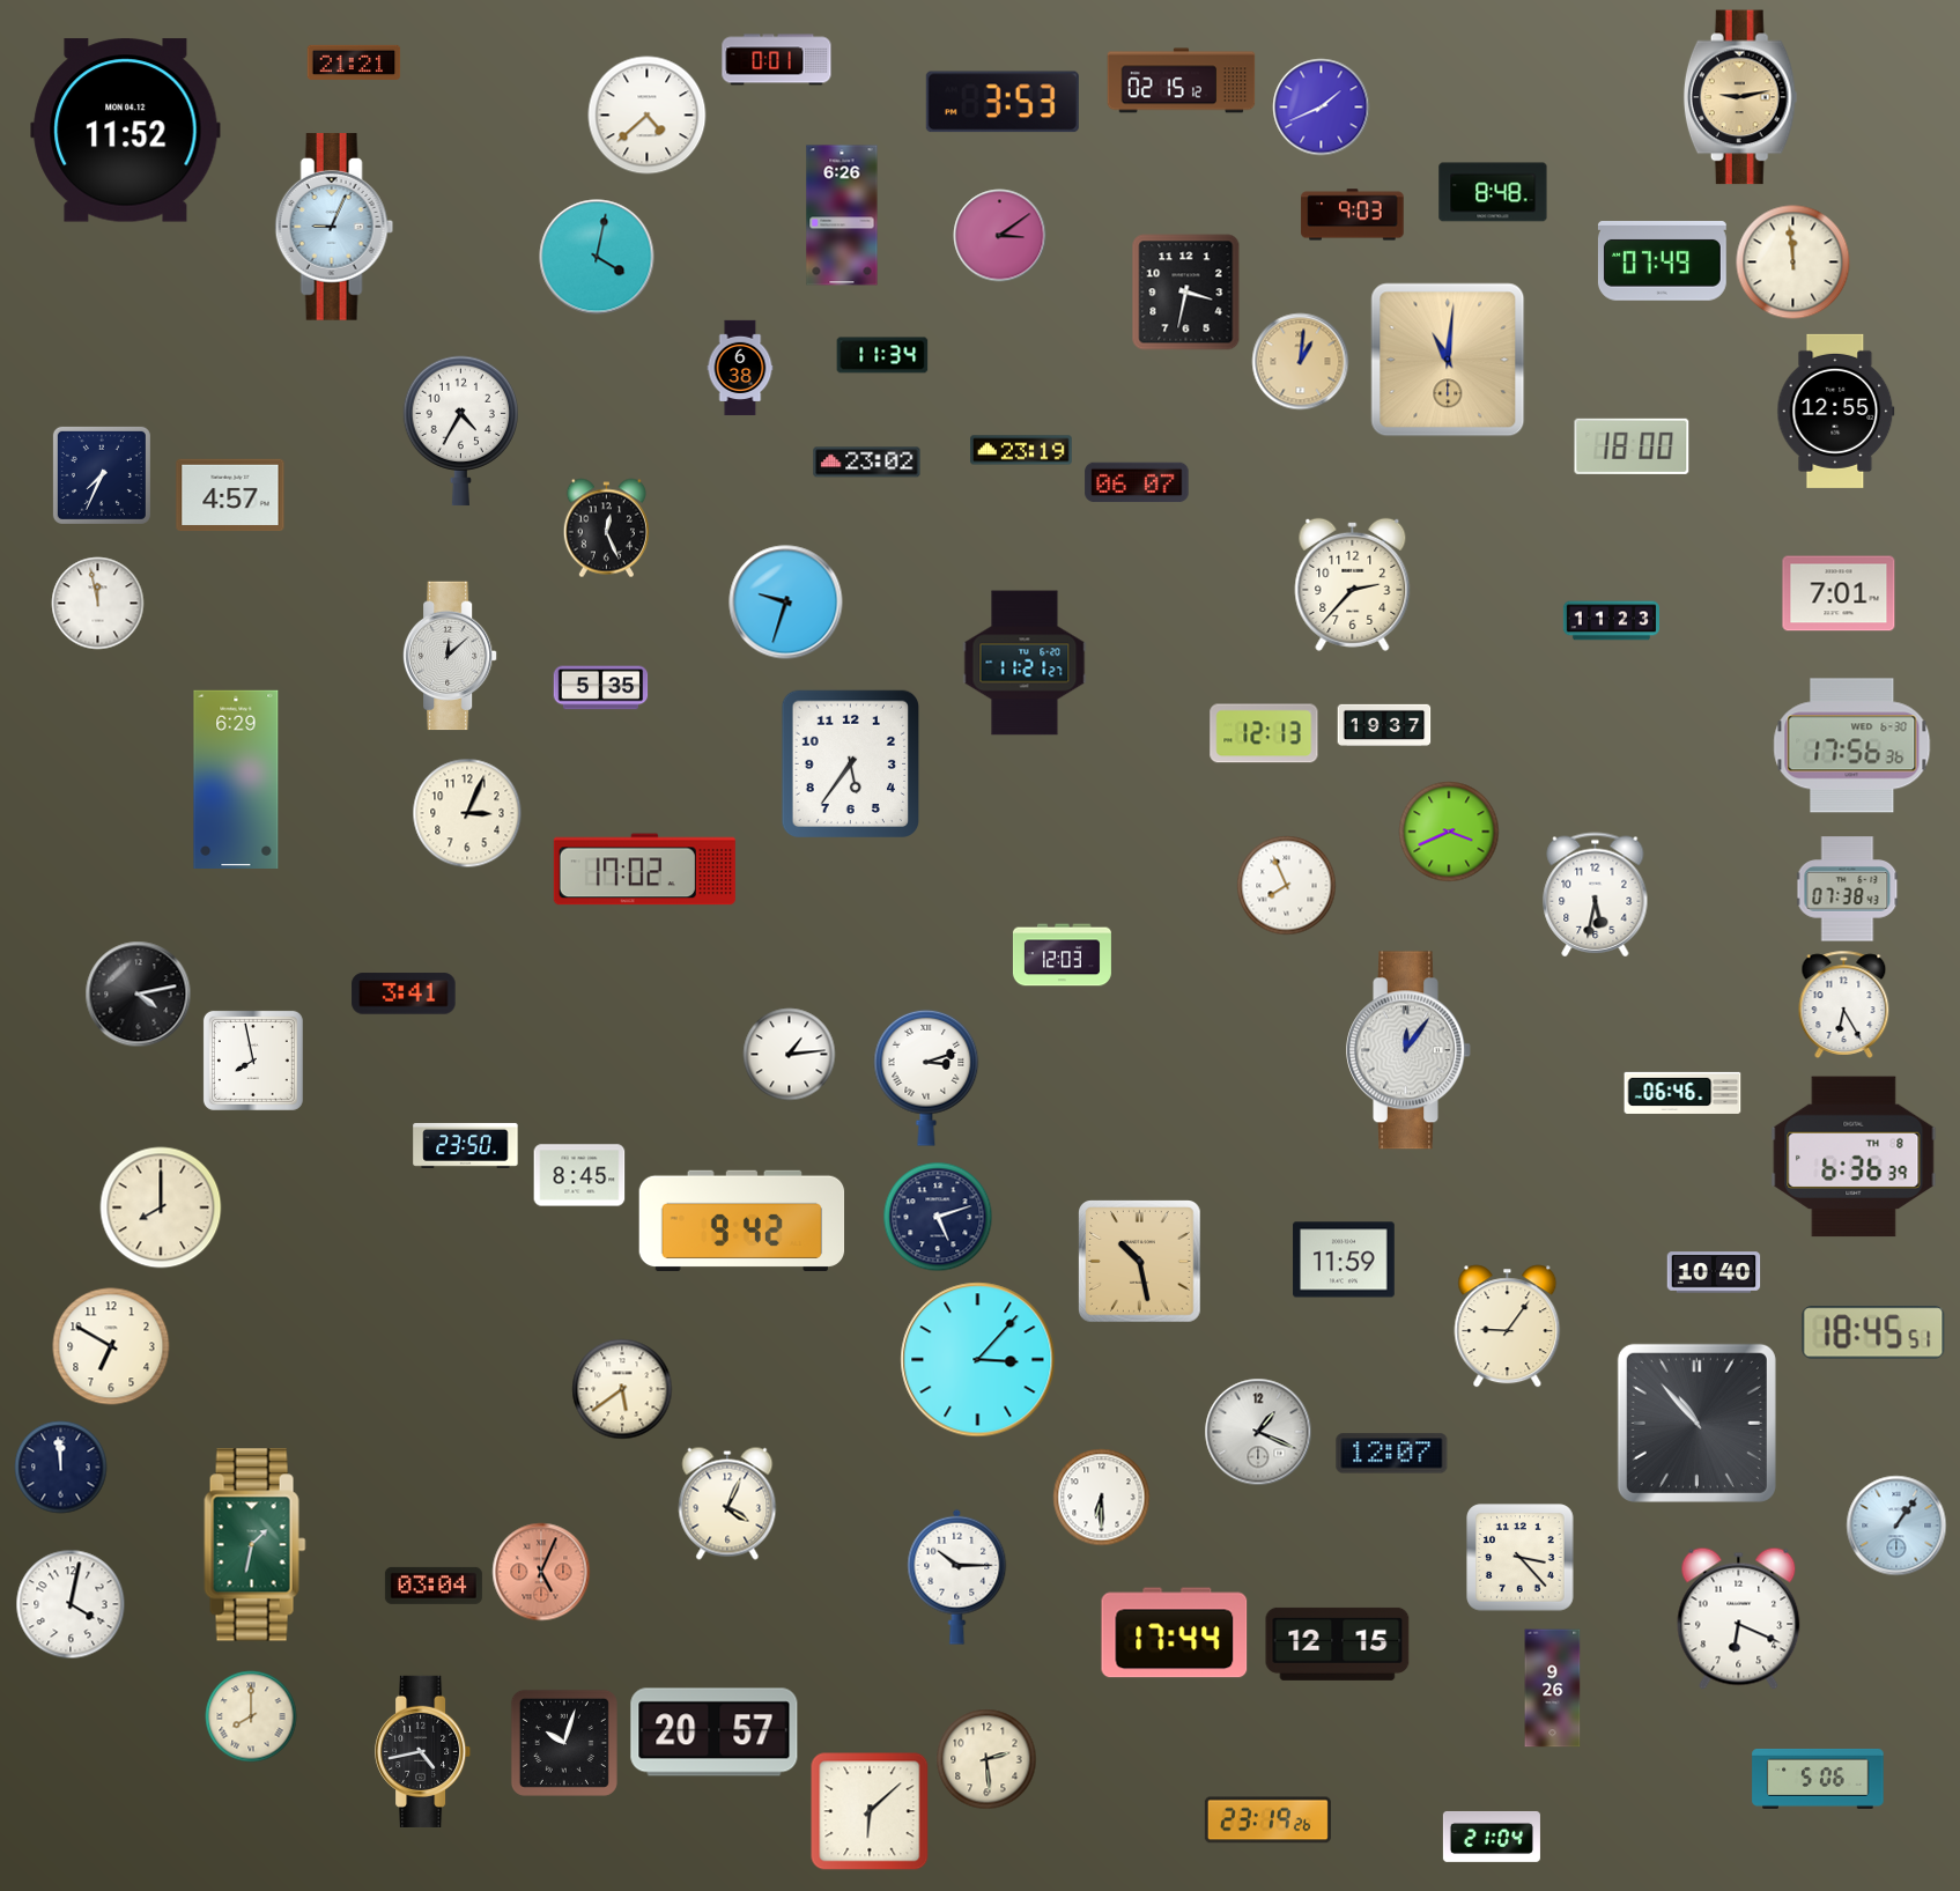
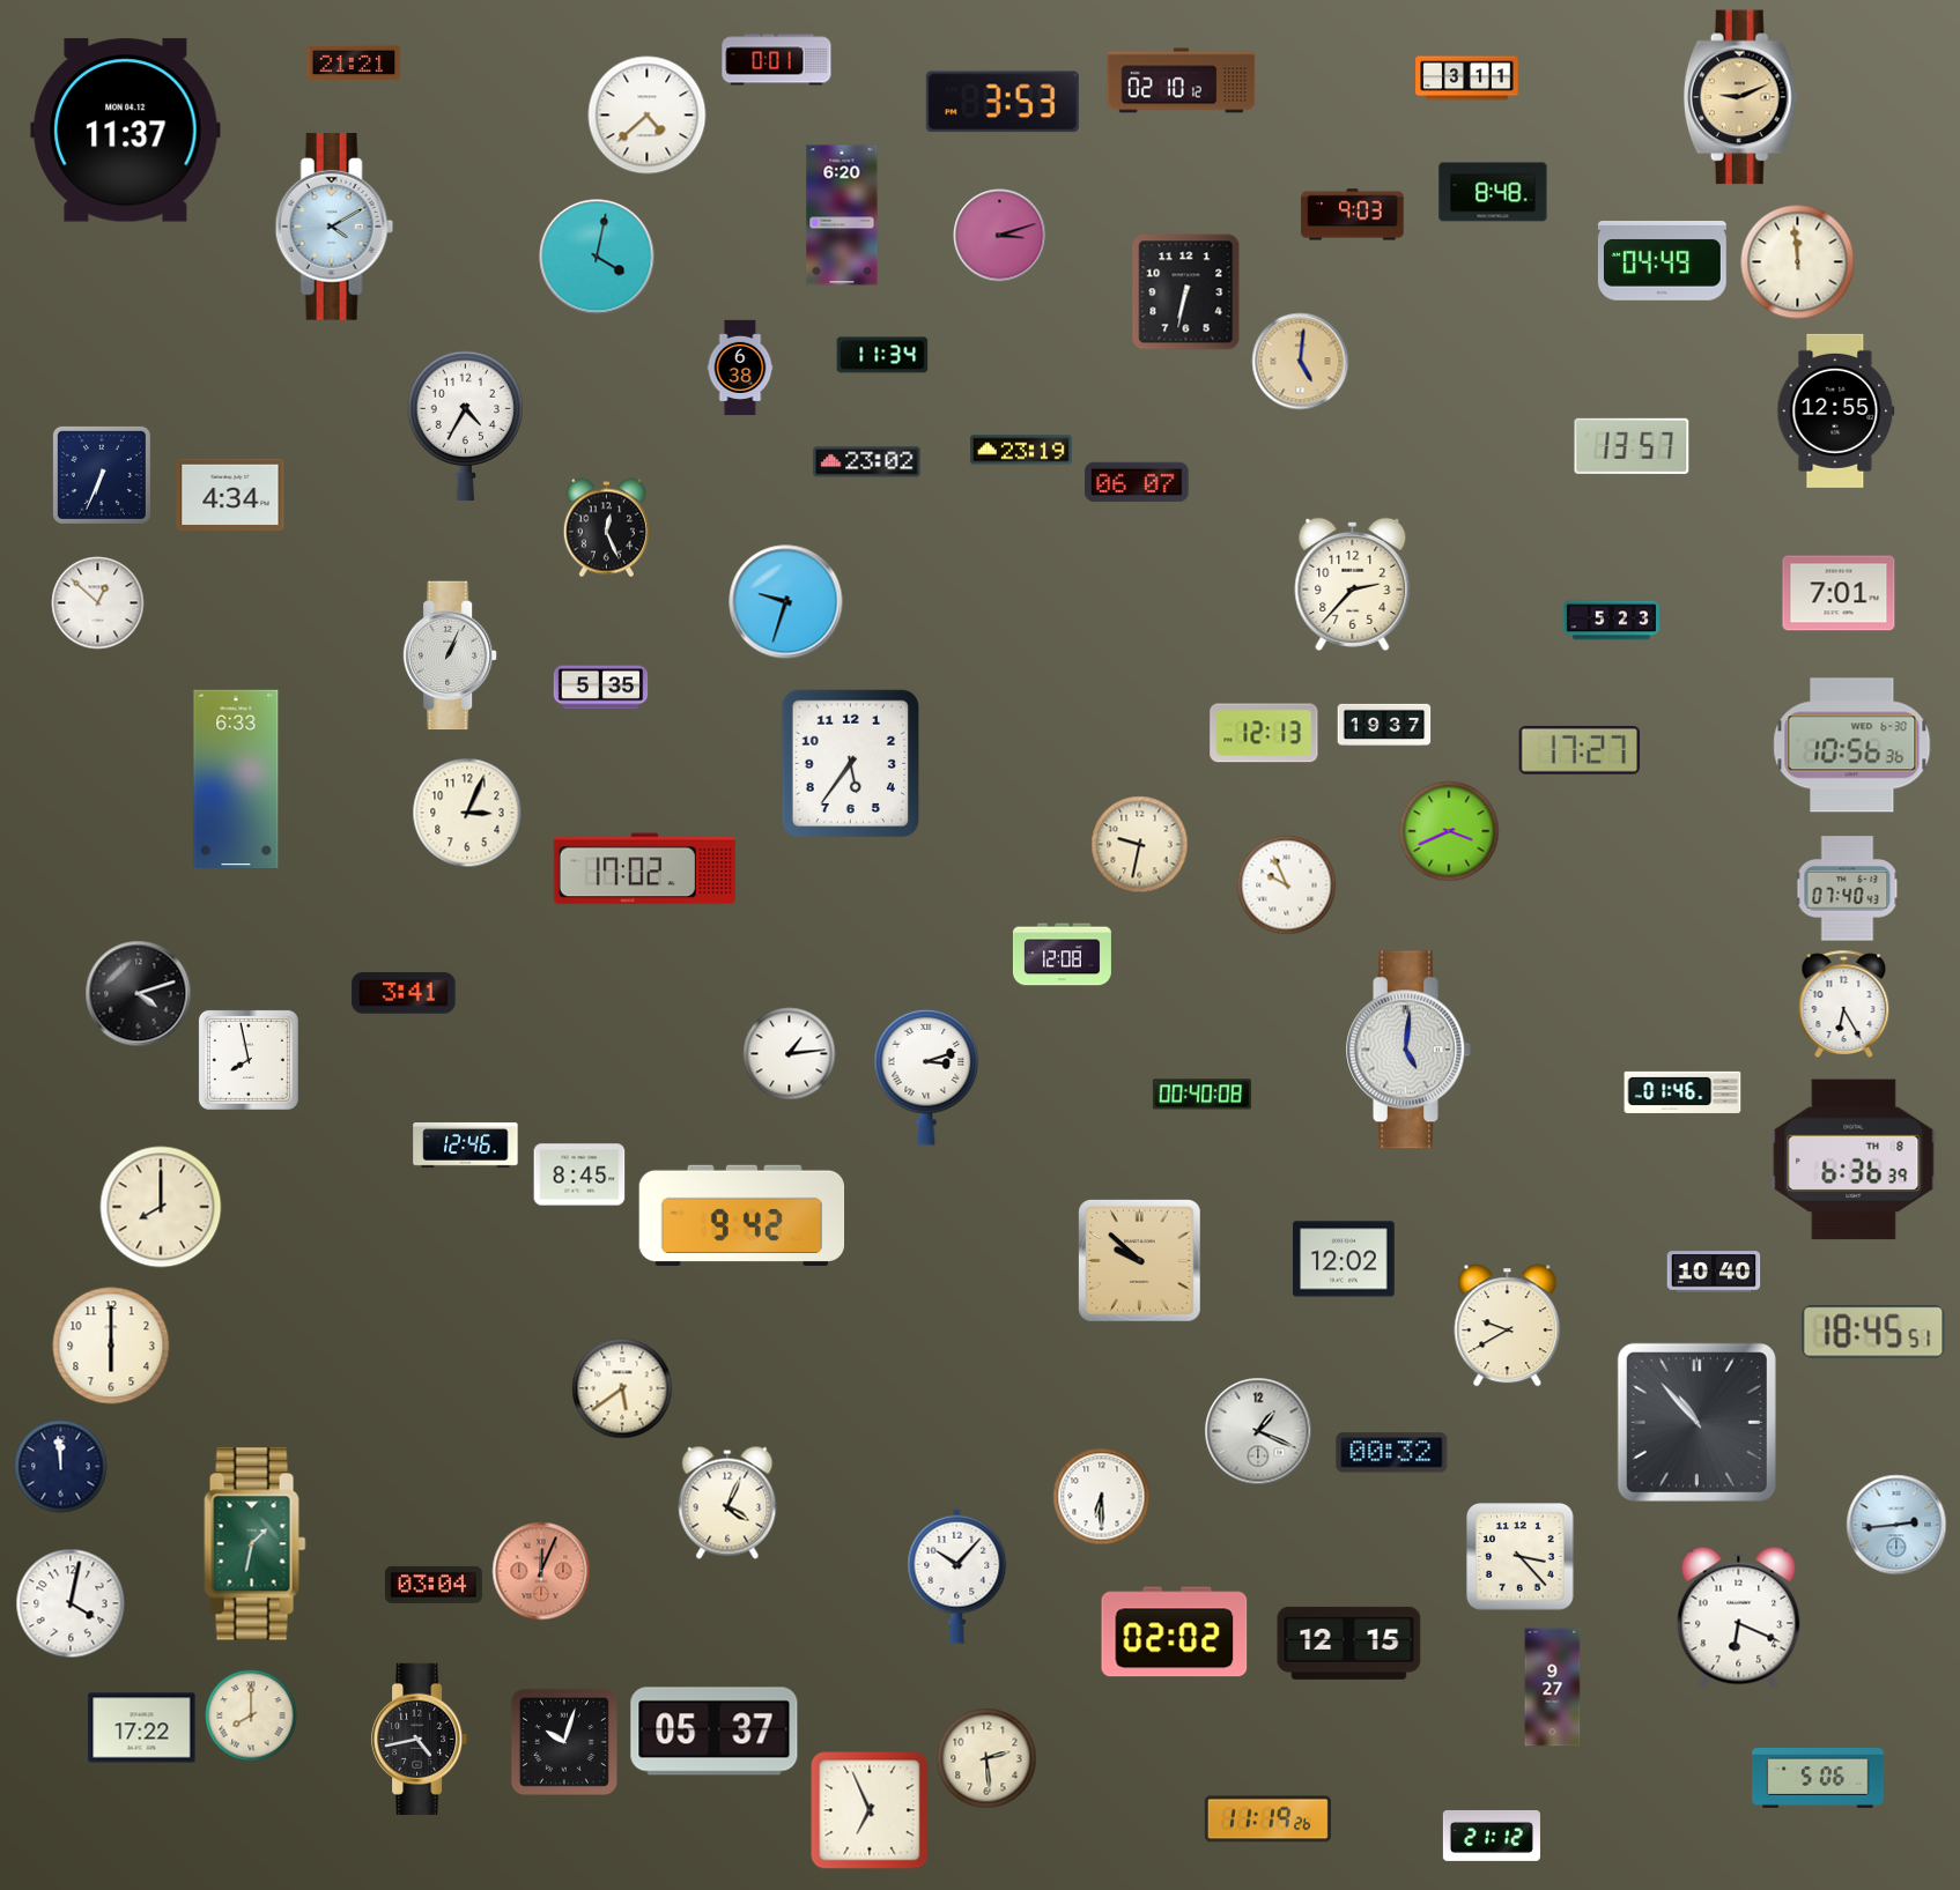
clock at (1467, 79): none -> 3:11
clock at (1182, 81): 02:15 -> 02:10
clock at (1740, 97): 9:13 -> 9:11
clock at (1322, 108): 1:41 -> none
clock at (126, 131): 11:52 -> 11:37
clock at (842, 215): 6:26 -> 6:20
clock at (334, 227): 9:04 -> 4:10
clock at (1000, 236): 3:09 -> 3:12
clock at (1662, 261): 07:49 -> 04:49
clock at (1793, 263) position: (1793, 263) -> (1798, 262)
clock at (1186, 293): 3:32 -> 6:32
clock at (1448, 360): 11:01 -> none
clock at (1301, 362): 1:01 -> 5:01
clock at (460, 431) position: (460, 431) -> (465, 427)
clock at (1632, 446): 18:00 -> 13:57
clock at (102, 475): 7:34 -> 6:34
clock at (230, 495): 4:57 -> 4:34
clock at (98, 604): 11:58 -> 12:52
clock at (1611, 621): 11:23 -> 5:23
clock at (451, 656): 12:08 -> 1:04
clock at (1025, 663): 11:21 -> none
clock at (1852, 746): 17:56 -> 10:56
clock at (1578, 750): none -> 17:27
clock at (236, 778): 6:29 -> 6:33
clock at (1140, 845): none -> 9:32
clock at (1287, 886): 7:56 -> 9:56
clock at (1848, 889): 07:38 -> 07:40
clock at (1596, 895): 5:32 -> none
clock at (1062, 955): 12:03 -> 12:08
clock at (139, 995): 4:13 -> 4:12
clock at (1408, 1050): 12:06 -> 5:01
clock at (253, 1061) position: (253, 1061) -> (249, 1060)
clock at (1682, 1093): 06:46 -> 01:46
clock at (1201, 1095): none -> 00:40
clock at (466, 1145): 23:50 -> 12:46
clock at (1854, 1157) position: (1854, 1157) -> (1854, 1159)
clock at (938, 1217): 5:12 -> none
clock at (742, 1220) position: (742, 1220) -> (742, 1215)
clock at (1344, 1260): 11:59 -> 12:02
clock at (1140, 1262): 10:28 -> 9:52
clock at (1508, 1327): 9:06 -> 9:40
clock at (111, 1346): 6:50 -> 6:00
clock at (978, 1360): 3:07 -> none
clock at (1392, 1454): 12:07 -> 00:32
clock at (1896, 1526): 1:06 -> 2:44
clock at (541, 1572): 5:04 -> 12:04
clock at (957, 1576): 10:15 -> 10:07
clock at (1175, 1633): 17:44 -> 02:02
clock at (1338, 1643) position: (1338, 1643) -> (1349, 1643)
clock at (1553, 1689): 9:26 -> 9:27
clock at (142, 1728): none -> 17:22
clock at (715, 1733): 20:57 -> 05:37
clock at (423, 1751) position: (423, 1751) -> (420, 1739)
clock at (870, 1811): 6:08 -> 6:56
clock at (1267, 1820): 23:19 -> 11:19
clock at (1492, 1837): 21:04 -> 21:12
